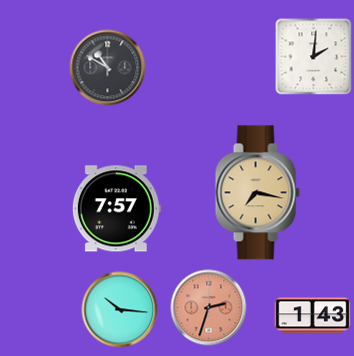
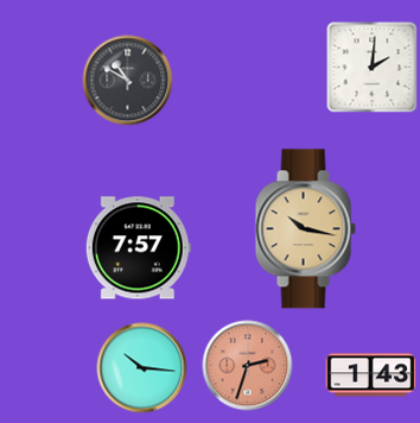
clock at (257, 193): 7:17 -> 10:17
